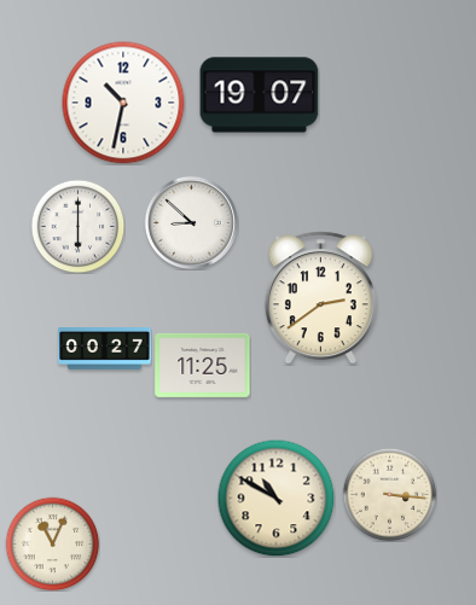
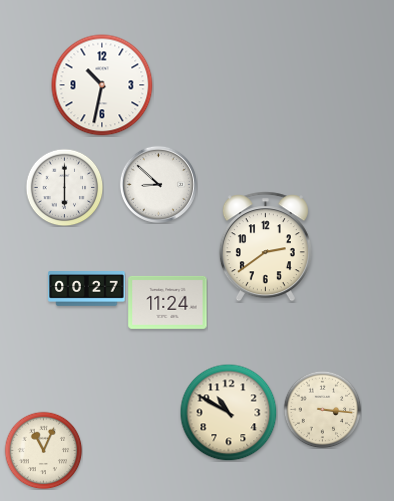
clock at (260, 95): 19:07 -> none
clock at (203, 365): 11:25 -> 11:24
